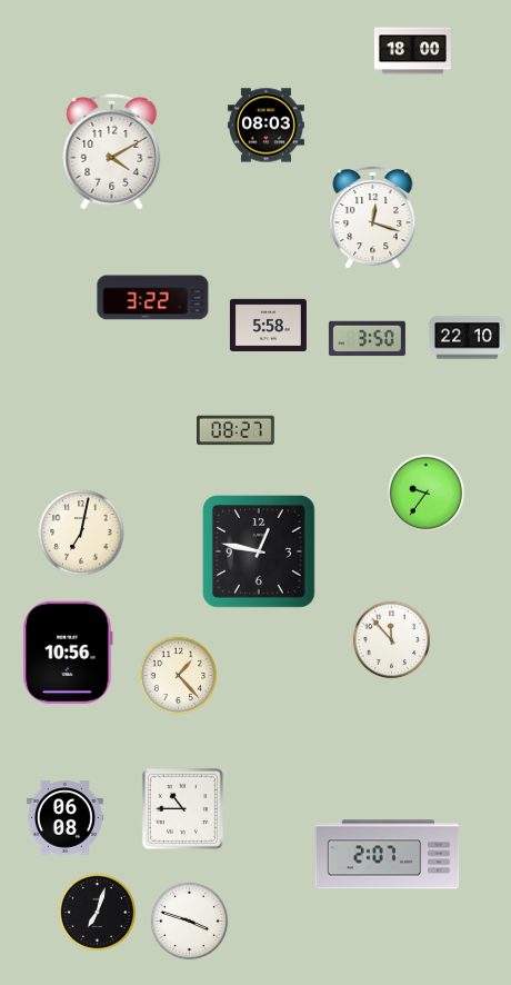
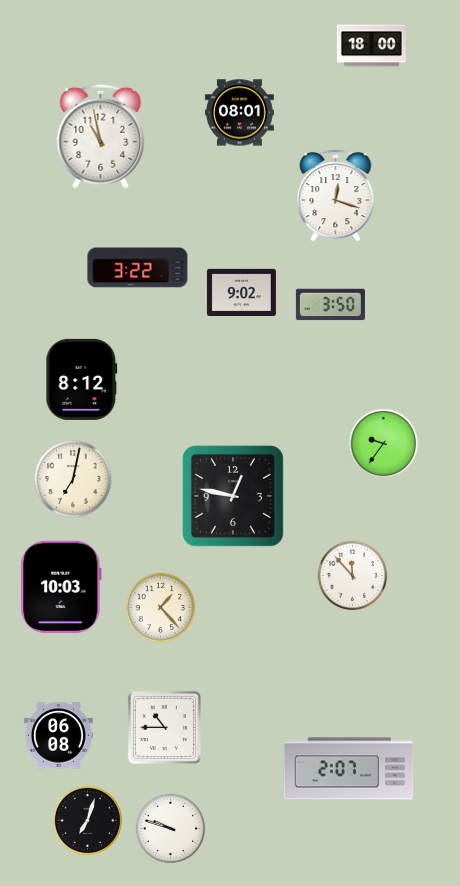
clock at (265, 126): 08:03 -> 08:01
clock at (112, 151): 4:10 -> 10:58
clock at (268, 326): 5:58 -> 9:02
clock at (467, 338): 22:10 -> none
clock at (82, 379): none -> 8:12
clock at (237, 430): 08:27 -> none
clock at (68, 651): 10:56 -> 10:03
clock at (190, 922): 3:48 -> 9:48
